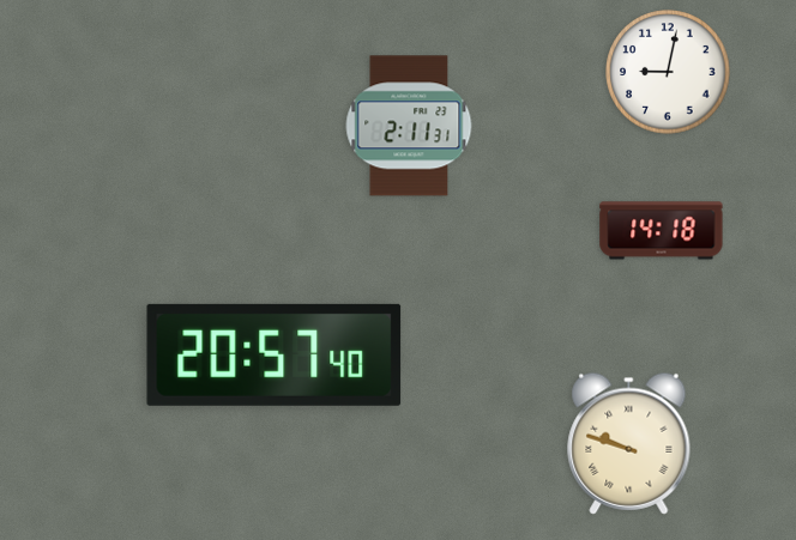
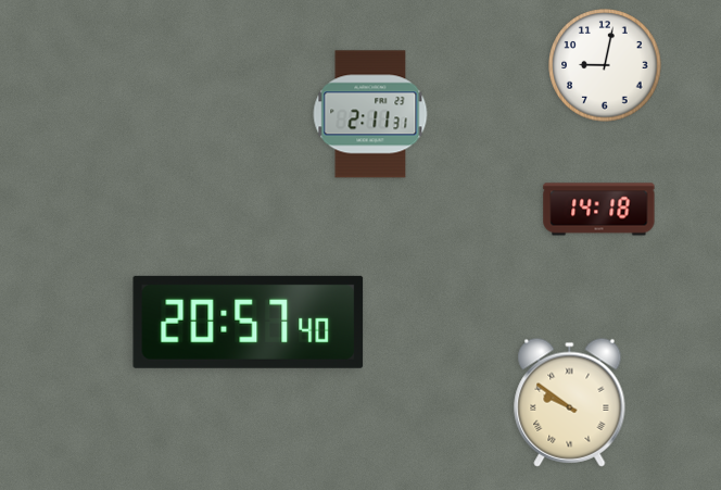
clock at (629, 443): 9:48 -> 9:51
